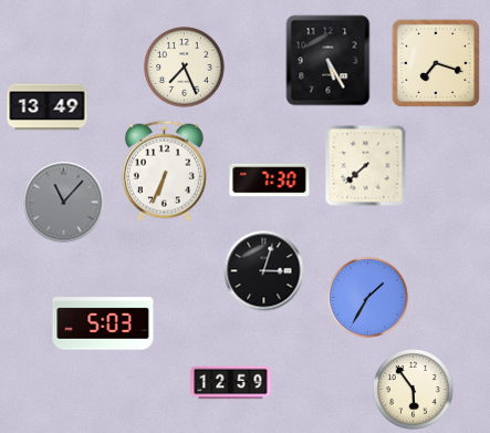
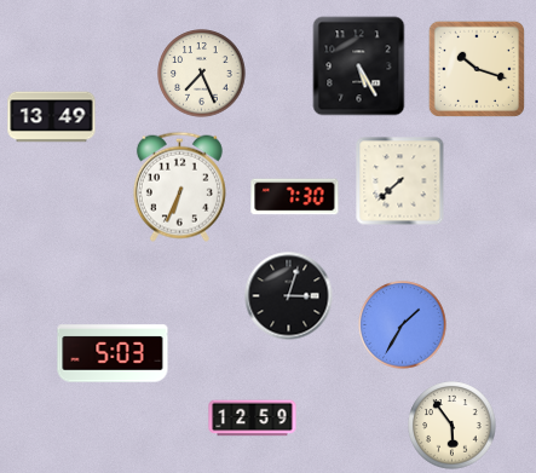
clock at (436, 63): 7:18 -> 10:18
clock at (64, 203): 11:07 -> none
